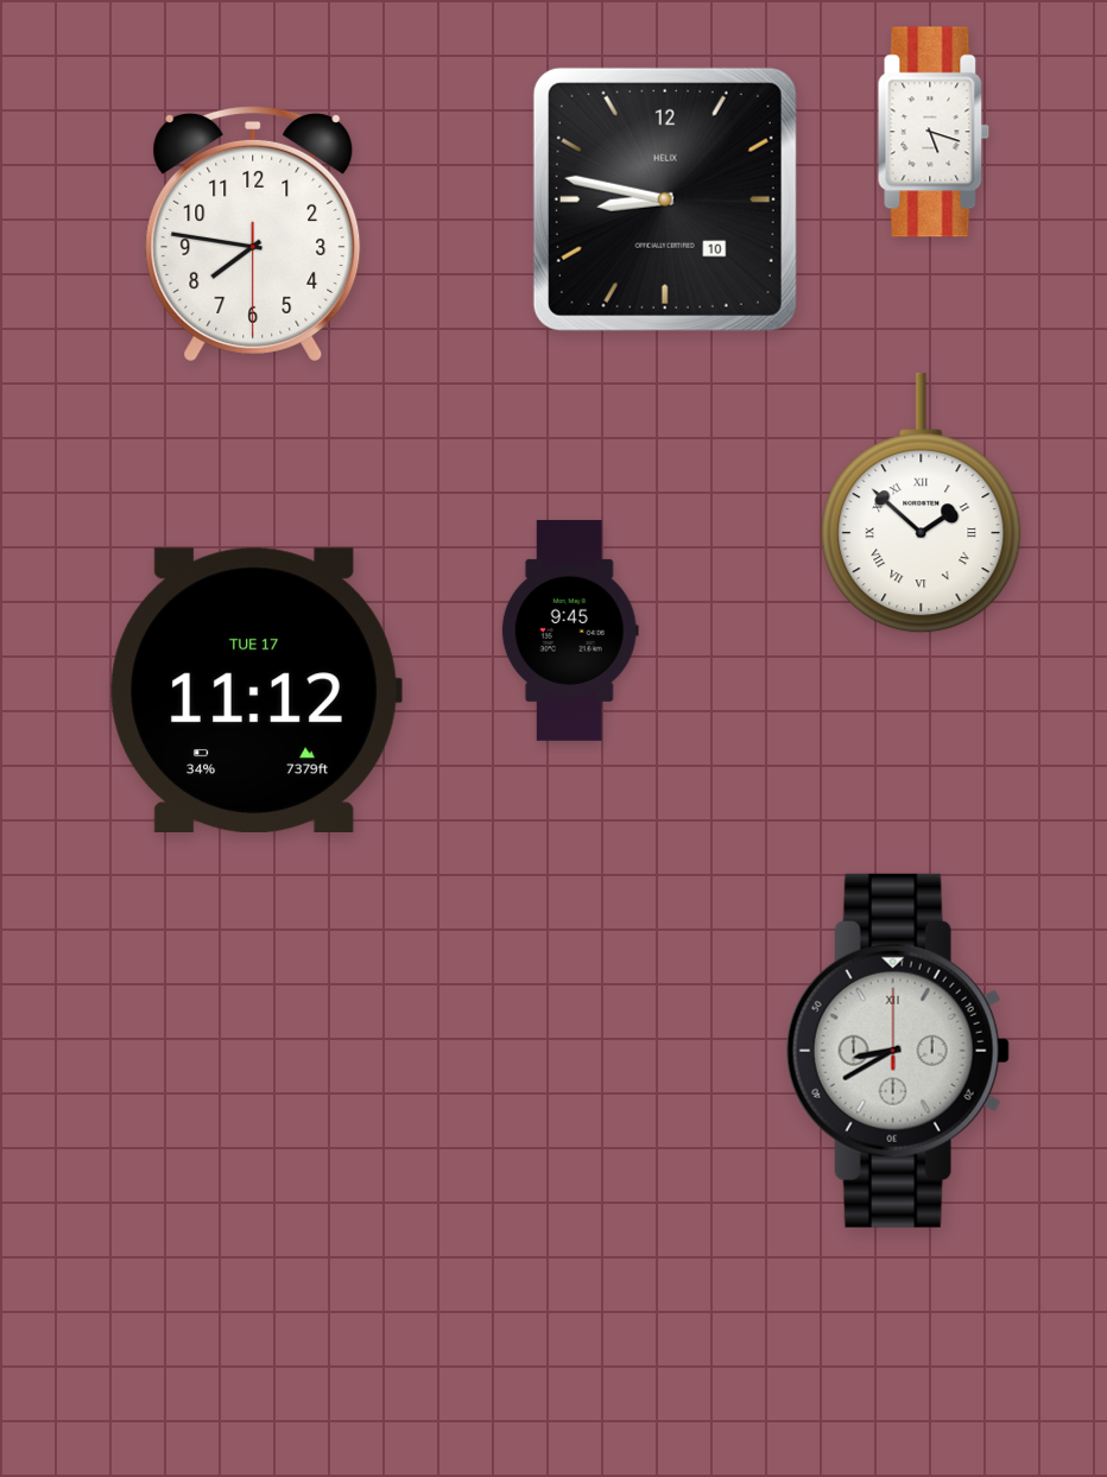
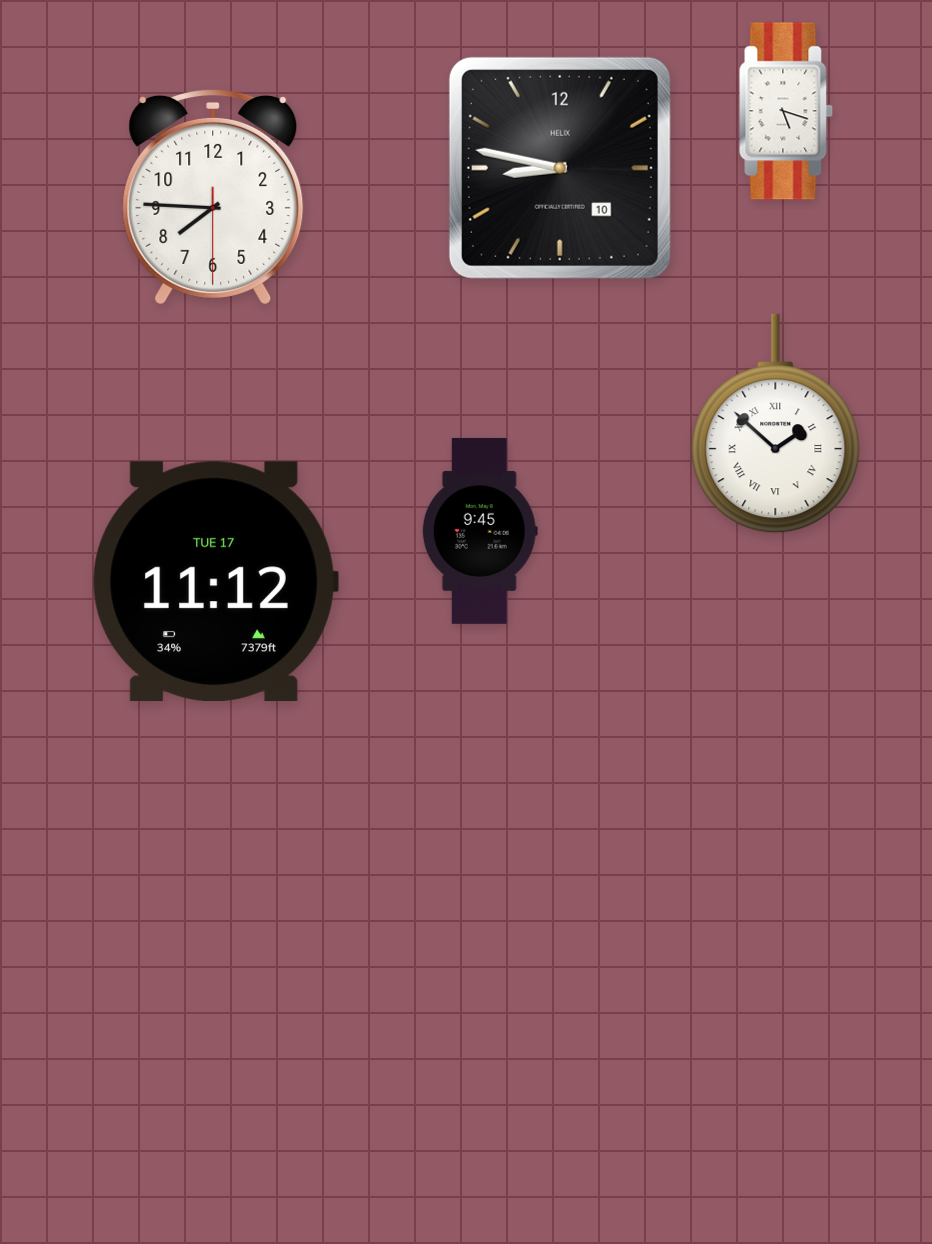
clock at (253, 234): 7:46 -> 7:45
clock at (898, 1051): 8:40 -> none
